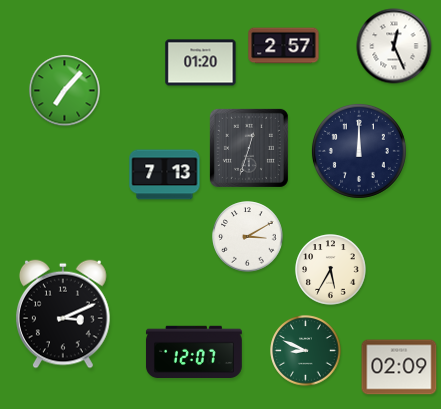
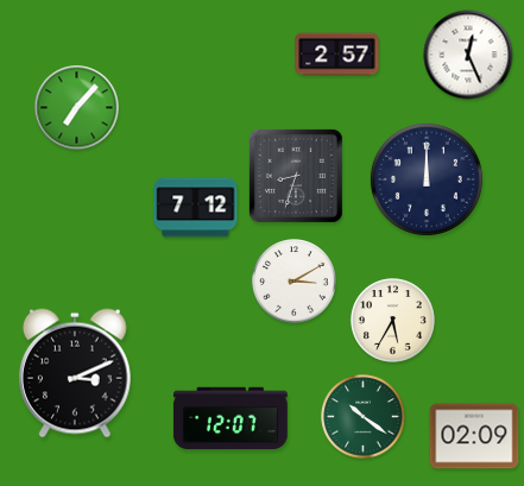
clock at (201, 63): 01:20 -> none
clock at (249, 148): 12:33 -> 8:33
clock at (165, 175): 7:13 -> 7:12
clock at (306, 351): 8:49 -> 10:21
